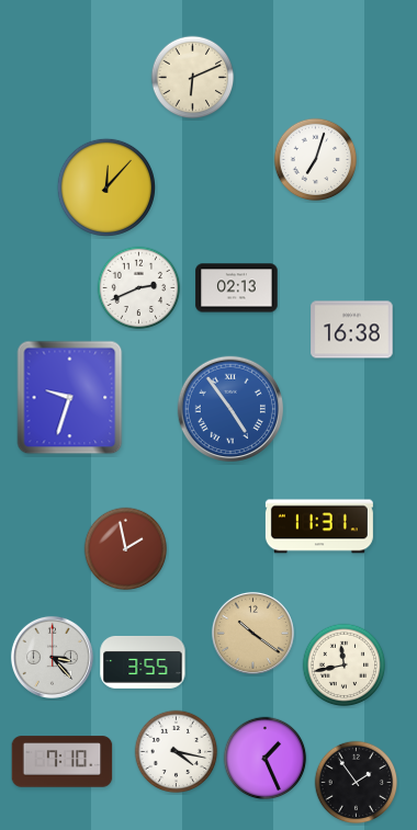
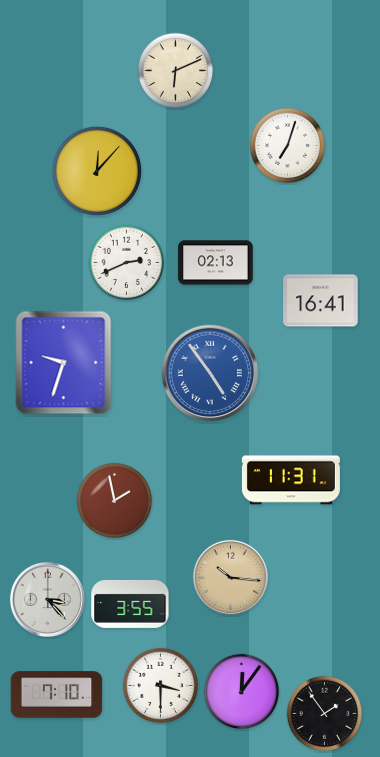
clock at (352, 330): 16:38 -> 16:41
clock at (252, 633): 10:21 -> 10:16
clock at (345, 666): 11:43 -> none
clock at (177, 752): 4:17 -> 3:30
clock at (266, 759): 1:26 -> 12:06
